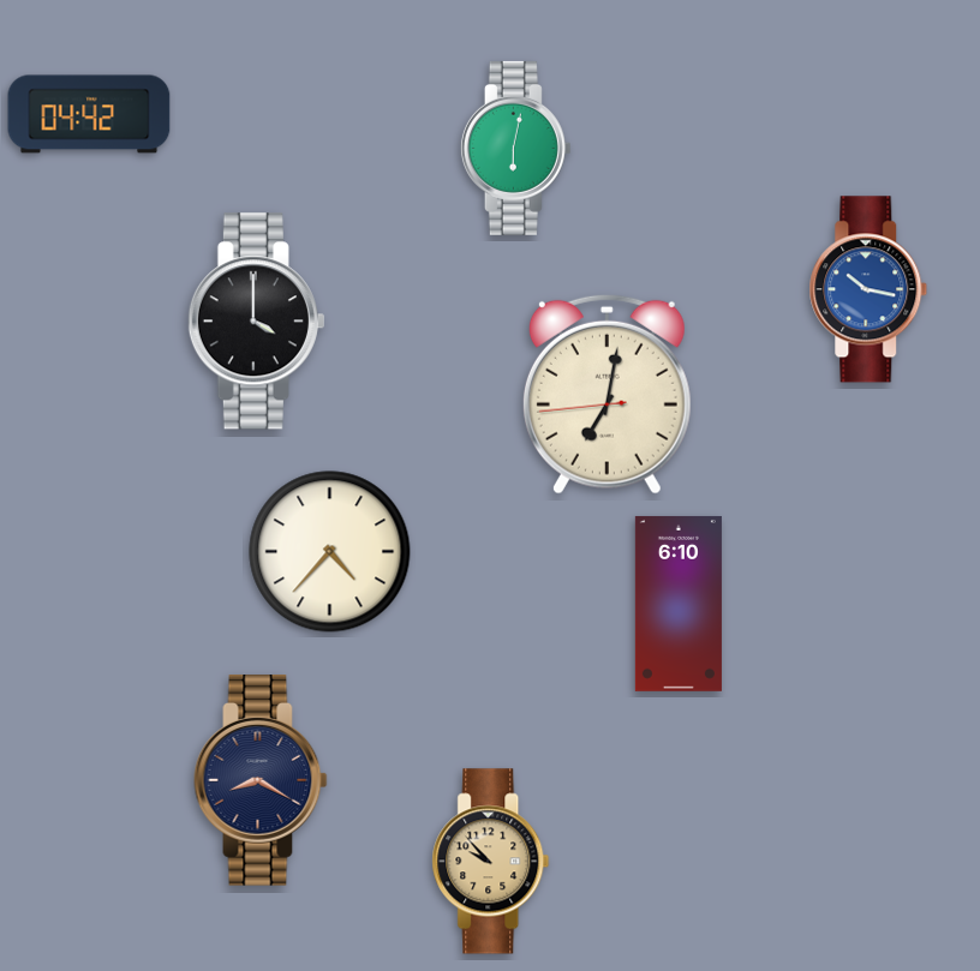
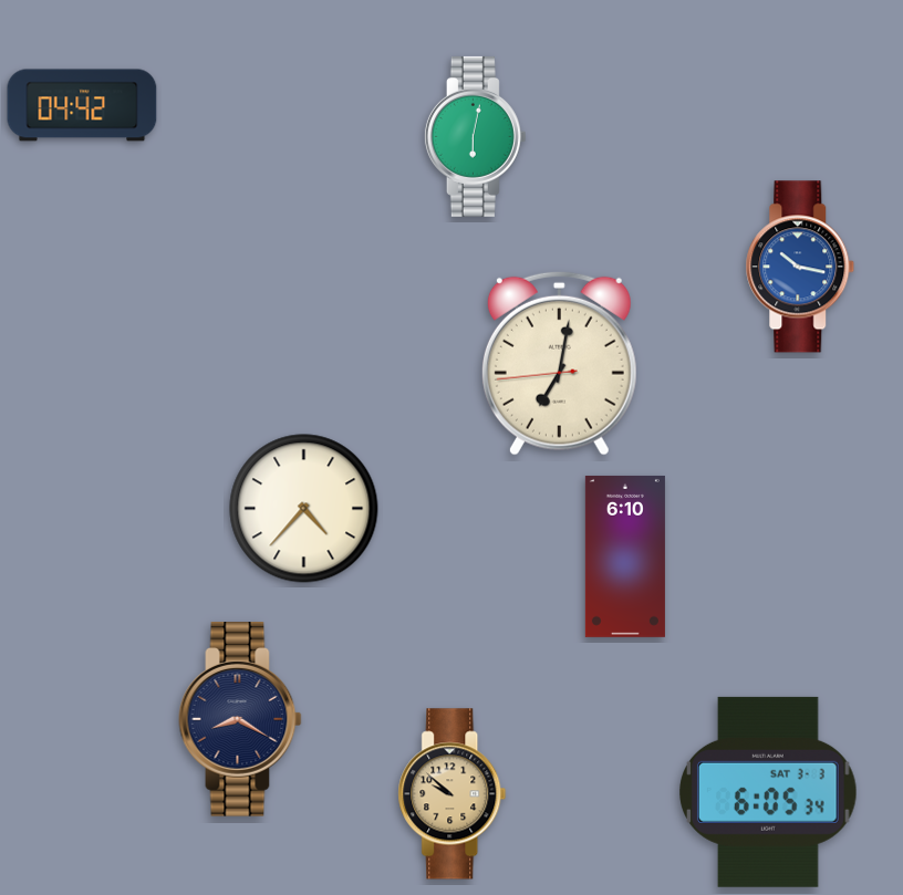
clock at (256, 322): 4:00 -> none
clock at (768, 792): none -> 6:05
clock at (491, 862): 9:53 -> 9:52
